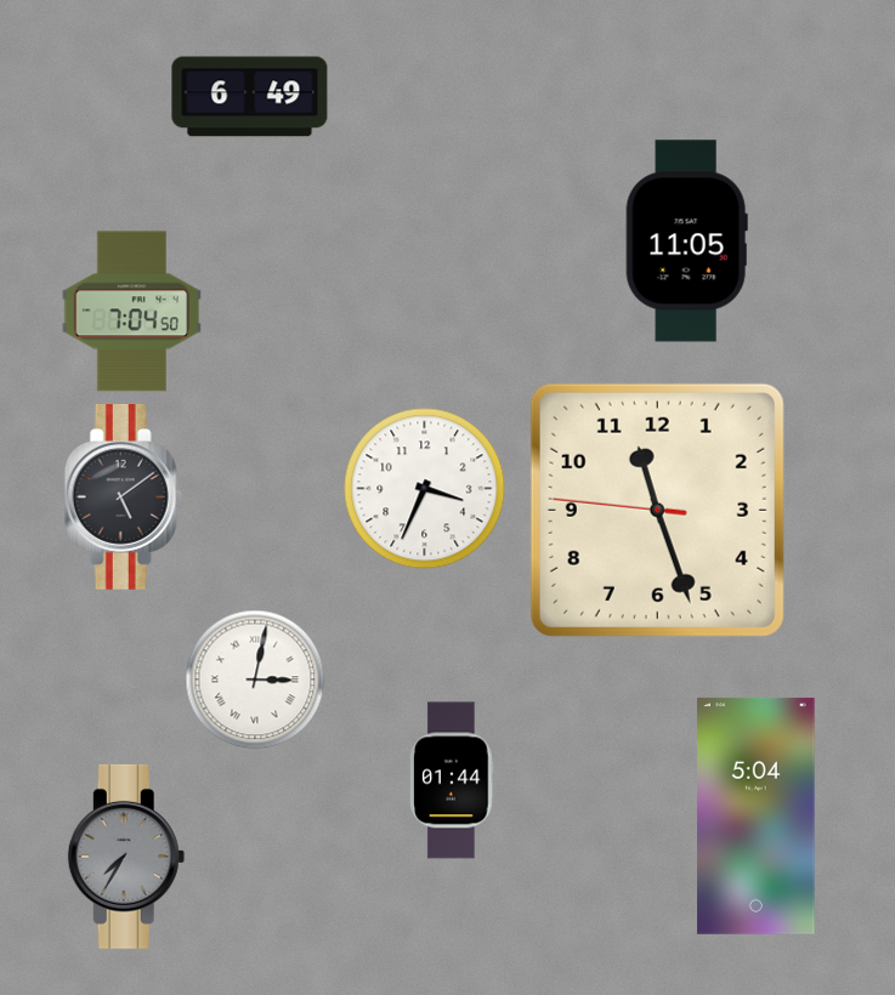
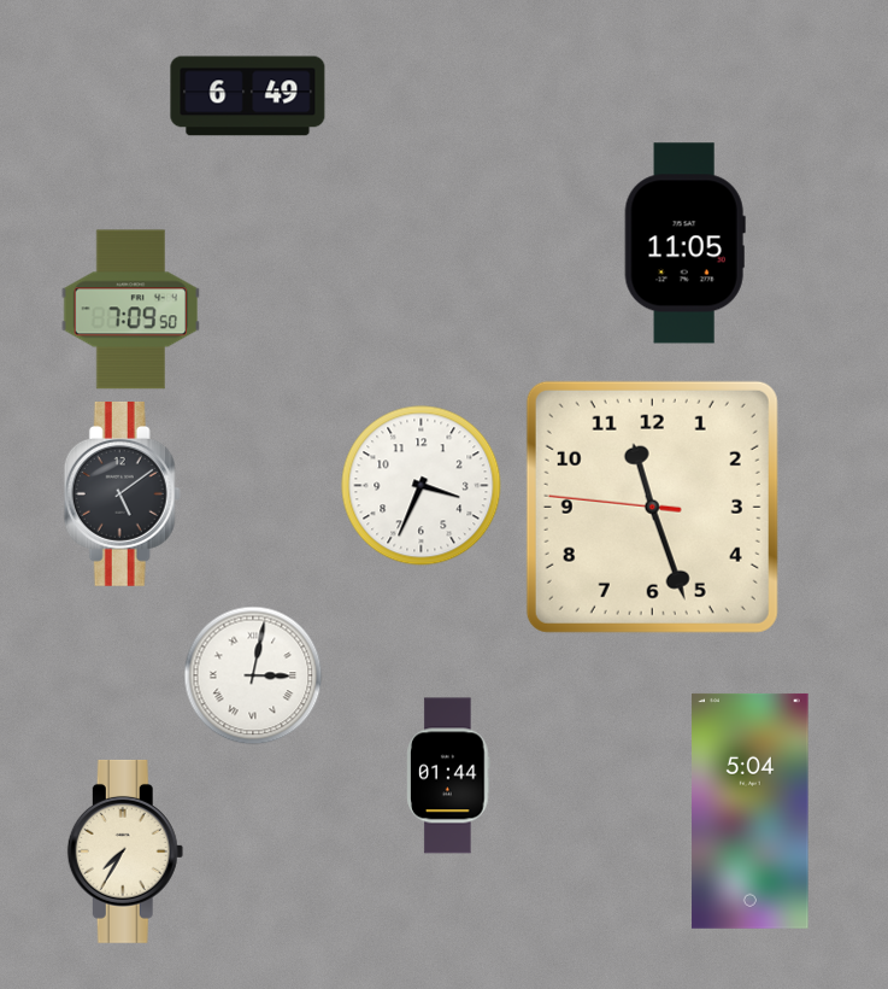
clock at (686, 241) position: (686, 241) -> (684, 244)
clock at (132, 312): 7:04 -> 7:09
clock at (126, 857) dial: grey -> cream
